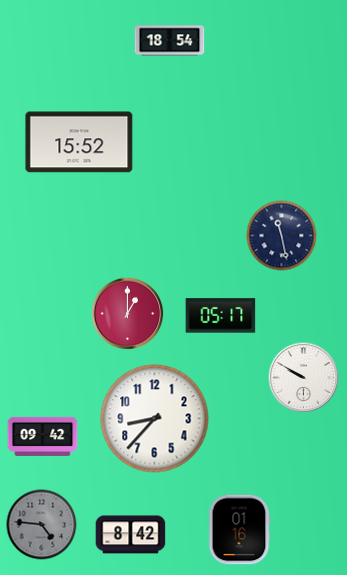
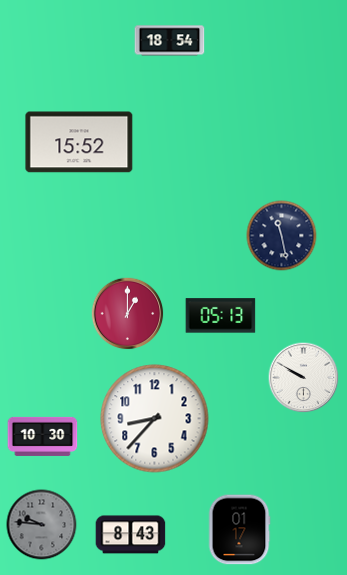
clock at (221, 316): 05:17 -> 05:13
clock at (43, 436): 09:42 -> 10:30
clock at (42, 525): 4:46 -> 9:46
clock at (239, 530): 01:16 -> 01:17
clock at (131, 535): 8:42 -> 8:43
